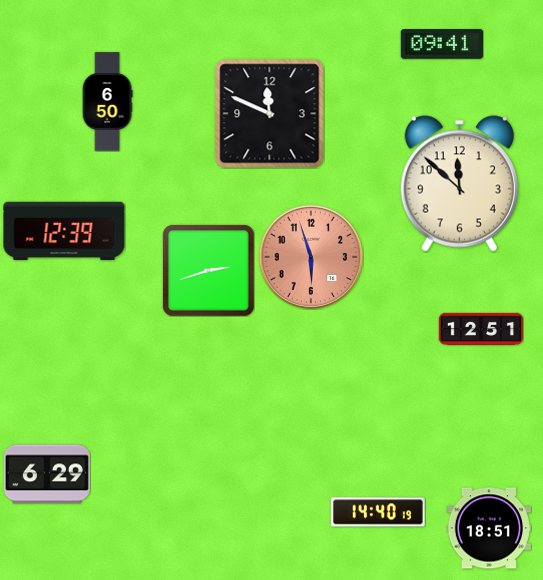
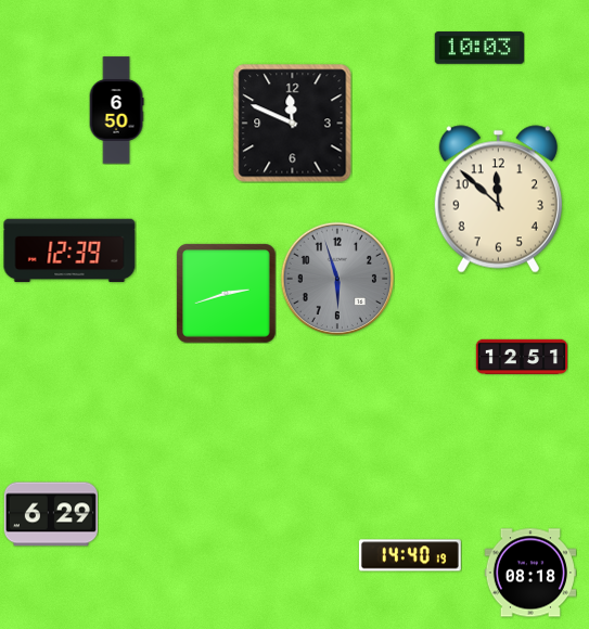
clock at (442, 44): 09:41 -> 10:03
clock at (311, 257) dial: salmon -> grey
clock at (488, 528): 18:51 -> 08:18
